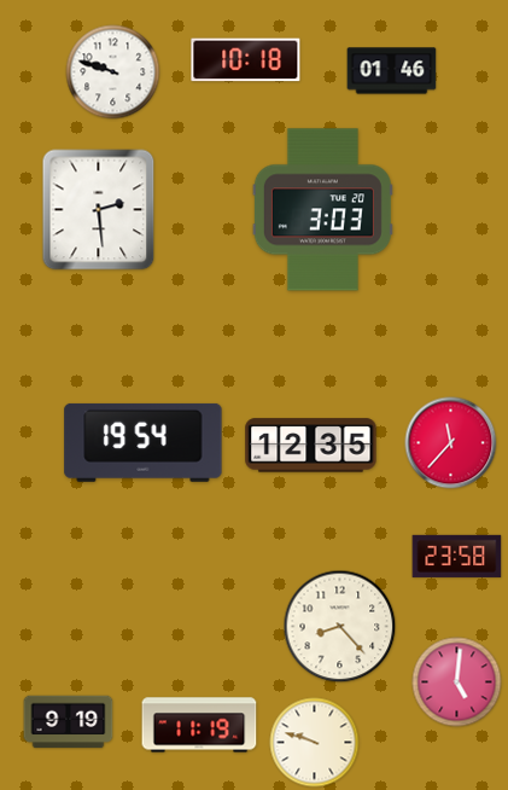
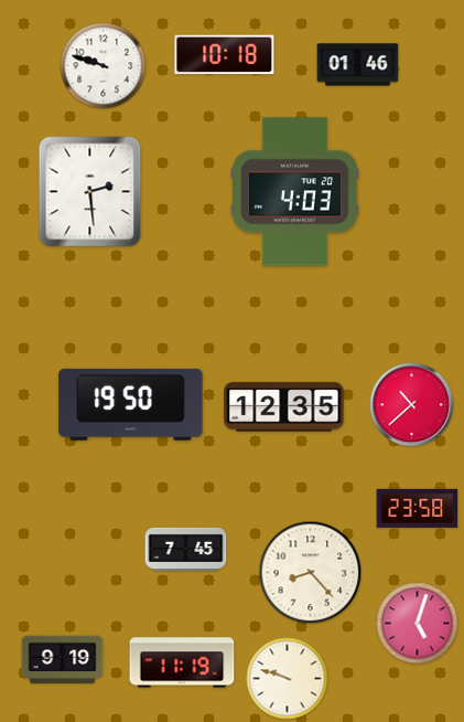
clock at (322, 210): 3:03 -> 4:03
clock at (144, 442): 19:54 -> 19:50
clock at (451, 443): 11:37 -> 10:38
clock at (186, 549): none -> 7:45
clock at (457, 682): 5:01 -> 5:03
